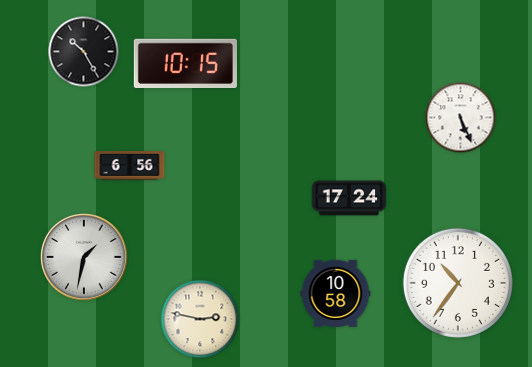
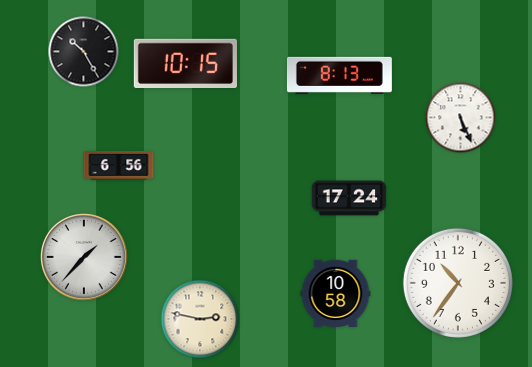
clock at (339, 75): none -> 8:13
clock at (130, 166) position: (130, 166) -> (119, 166)
clock at (84, 257): 1:32 -> 1:37
